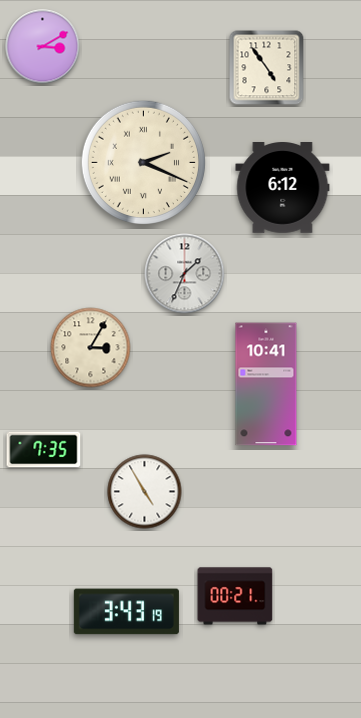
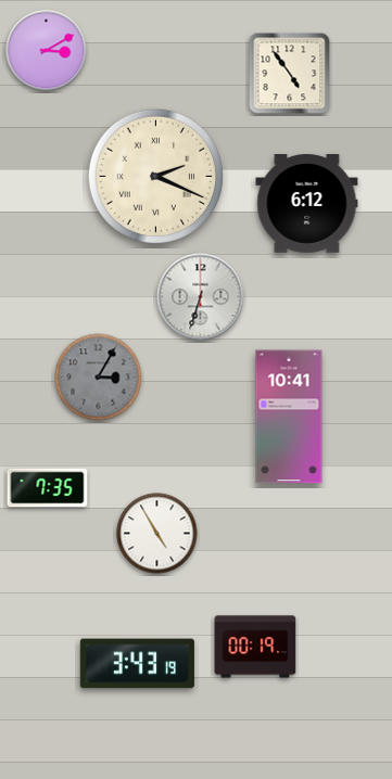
clock at (185, 274): 1:34 -> 6:33
clock at (91, 348) dial: cream -> grey
clock at (235, 596): 00:21 -> 00:19
